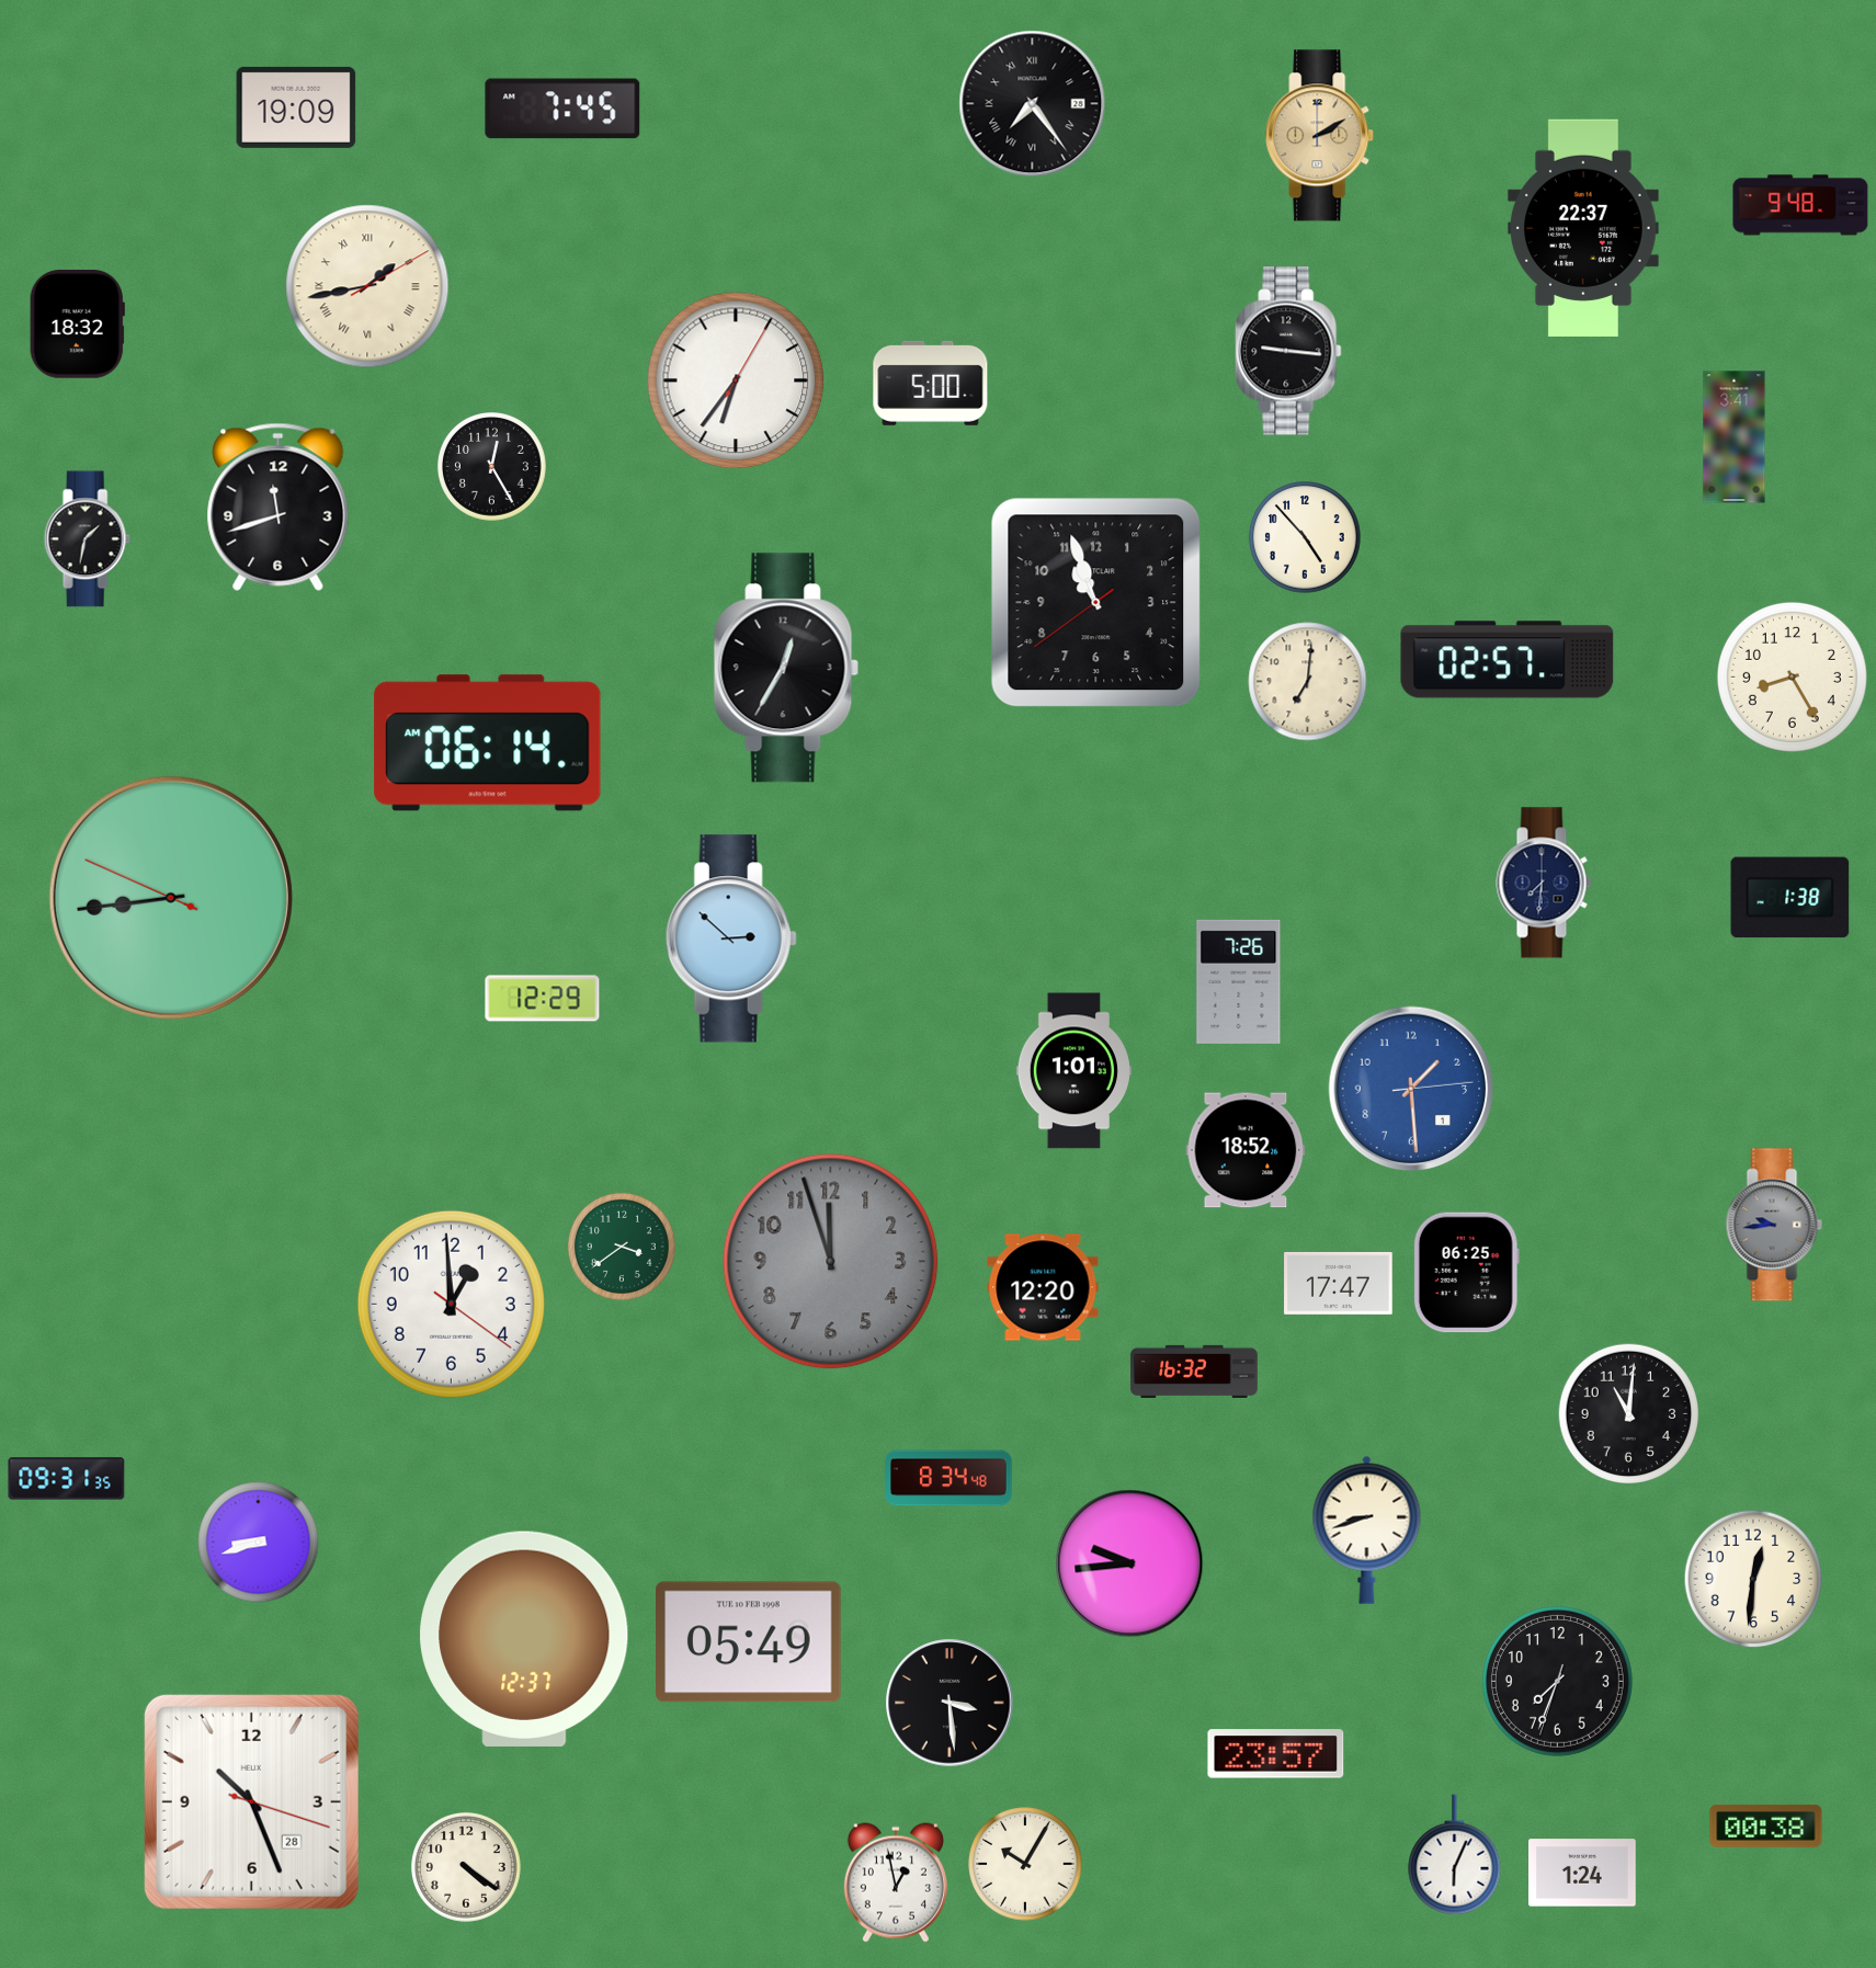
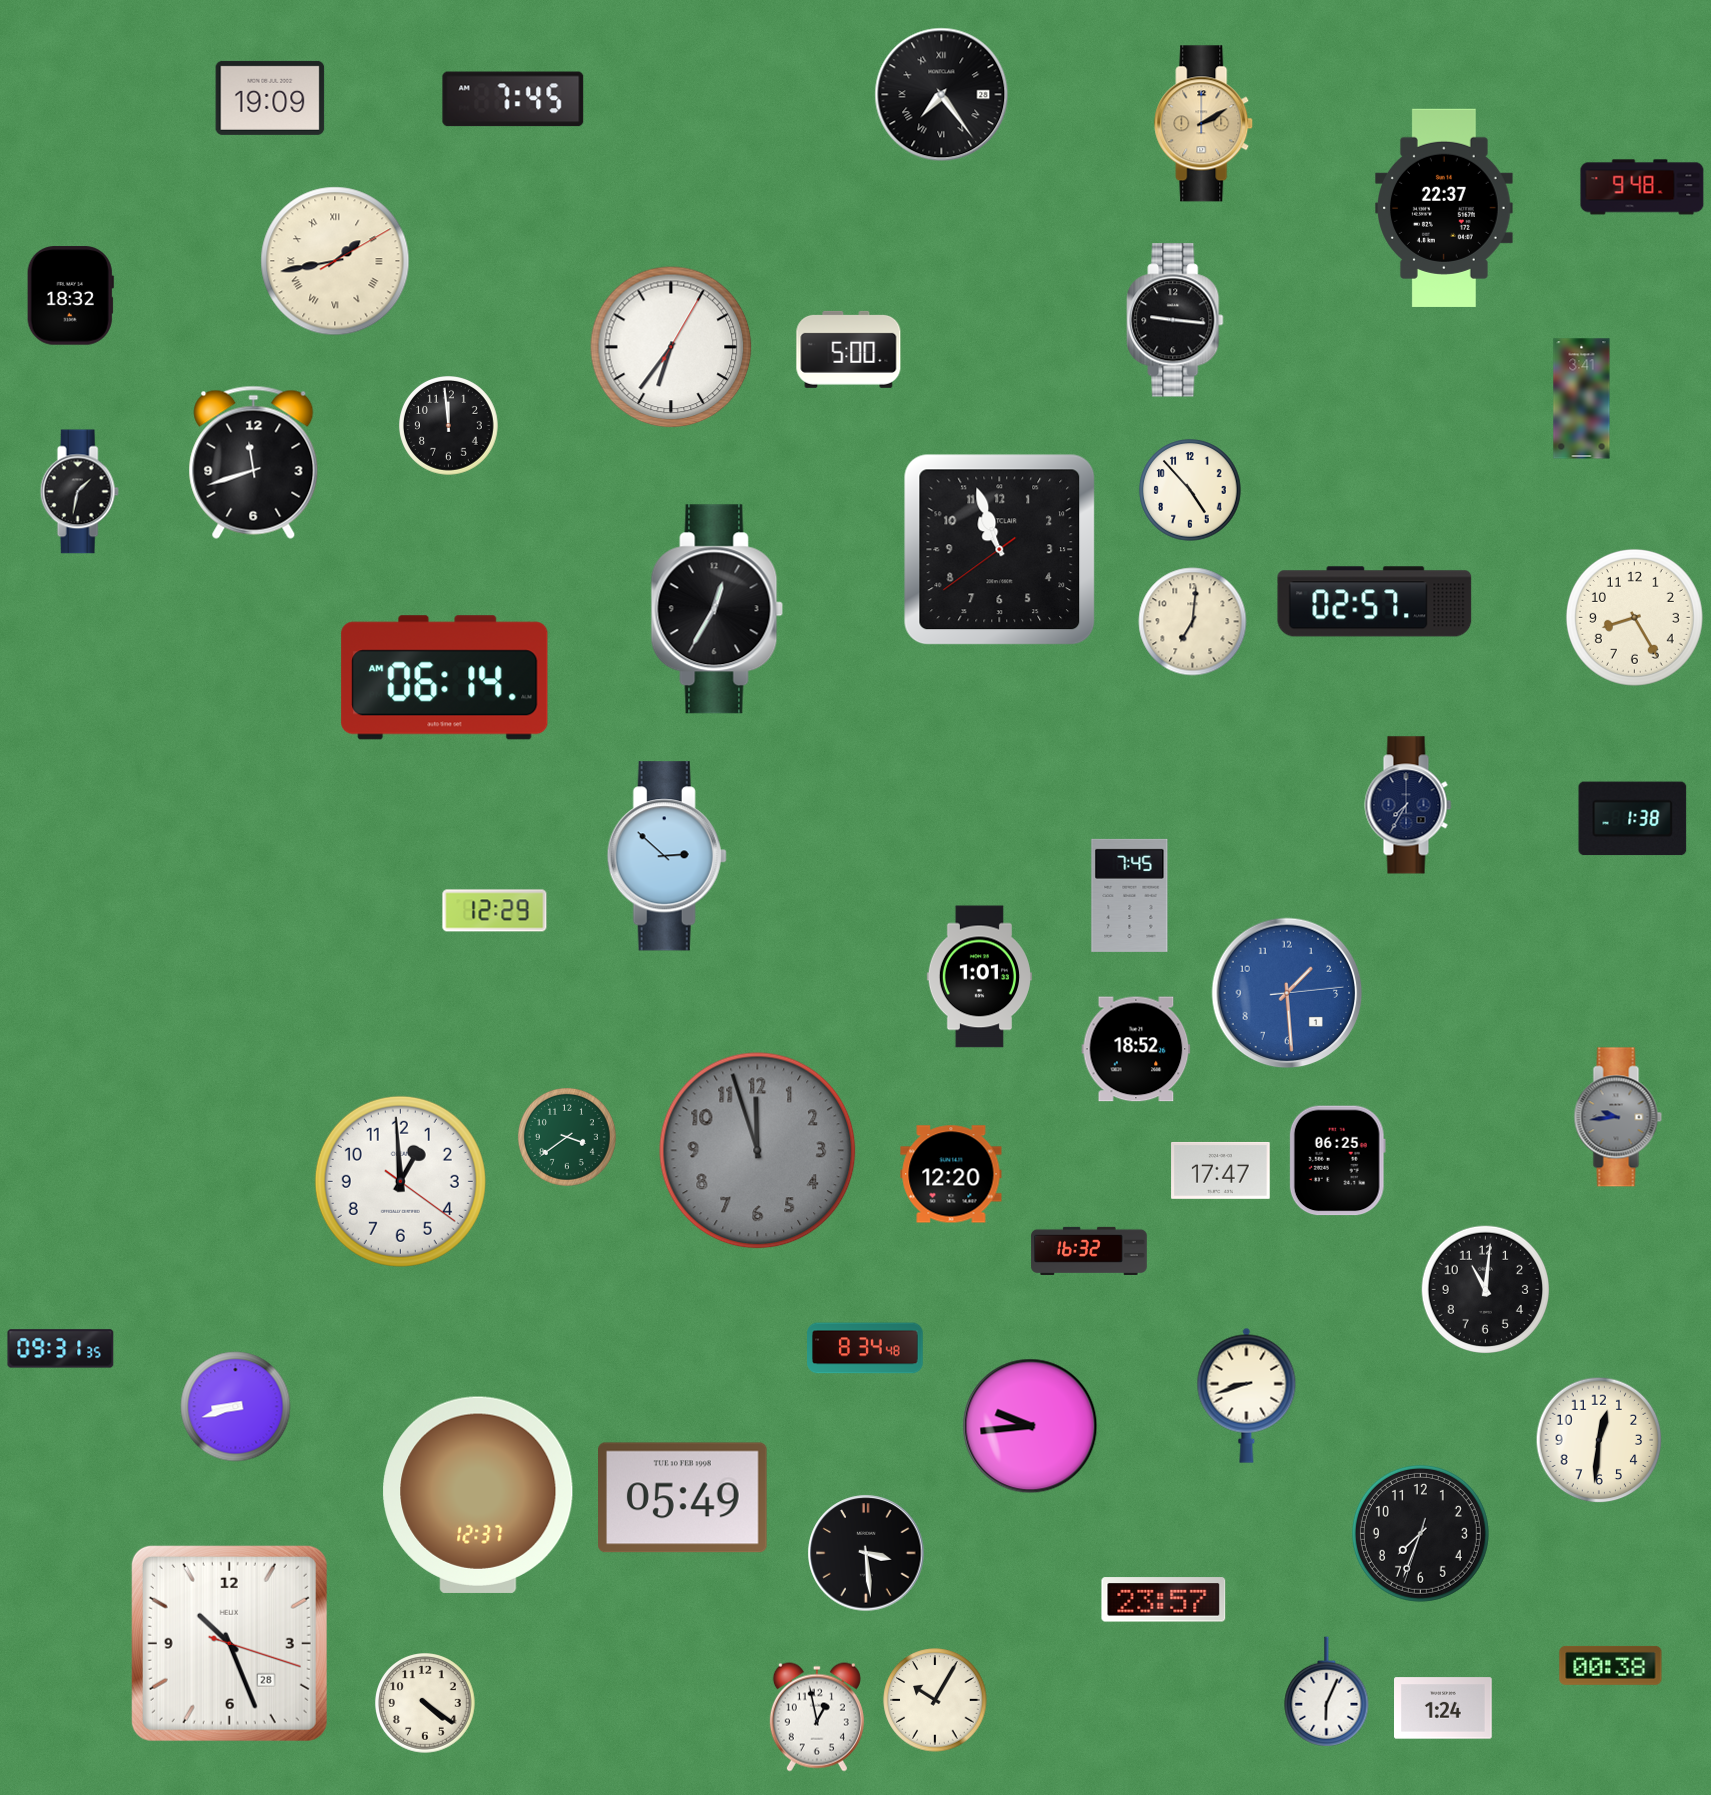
clock at (492, 467): 12:25 -> 11:59
clock at (1544, 883): 7:31 -> 7:35
clock at (171, 898): 8:43 -> none
clock at (1239, 981): 7:26 -> 7:45
clock at (451, 1304) position: (451, 1304) -> (400, 1181)
